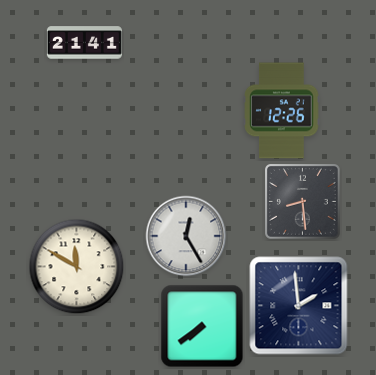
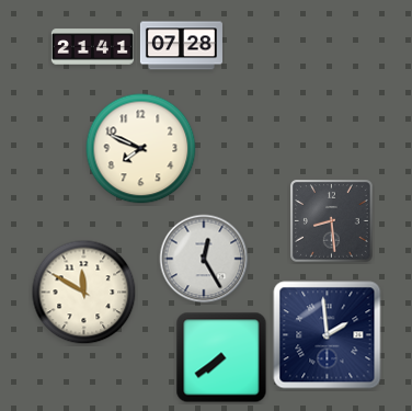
clock at (181, 46): none -> 07:28
clock at (282, 111): 12:26 -> none
clock at (141, 149): none -> 7:49
